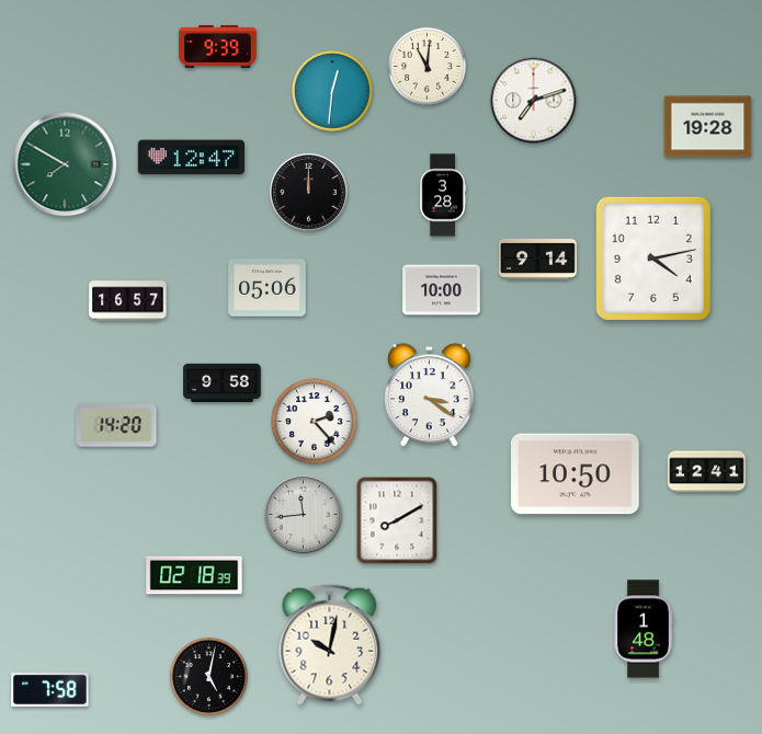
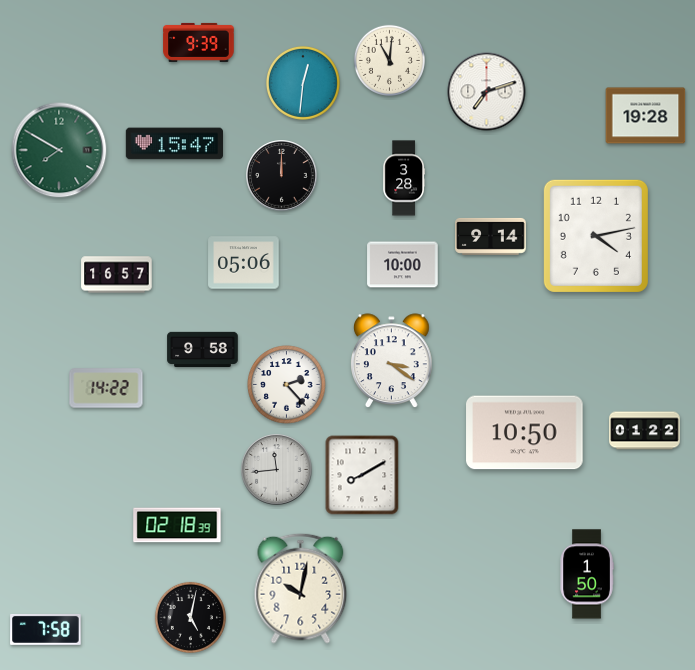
clock at (191, 158): 12:47 -> 15:47
clock at (116, 425): 14:20 -> 14:22
clock at (707, 472): 12:41 -> 01:22
clock at (644, 629): 1:48 -> 1:50
